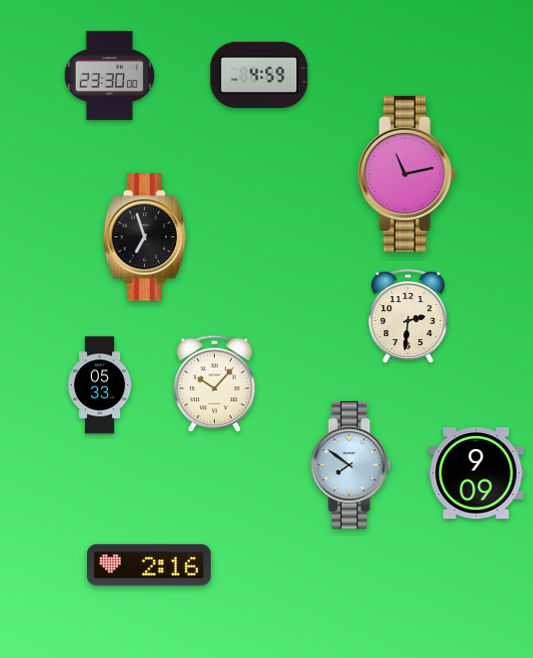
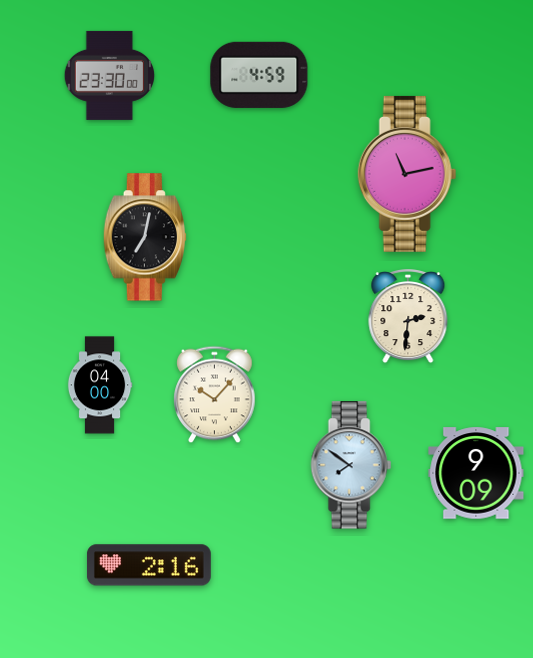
clock at (144, 237): 6:57 -> 7:02
clock at (215, 384) position: (215, 384) -> (215, 395)
clock at (100, 385): 05:33 -> 04:00
